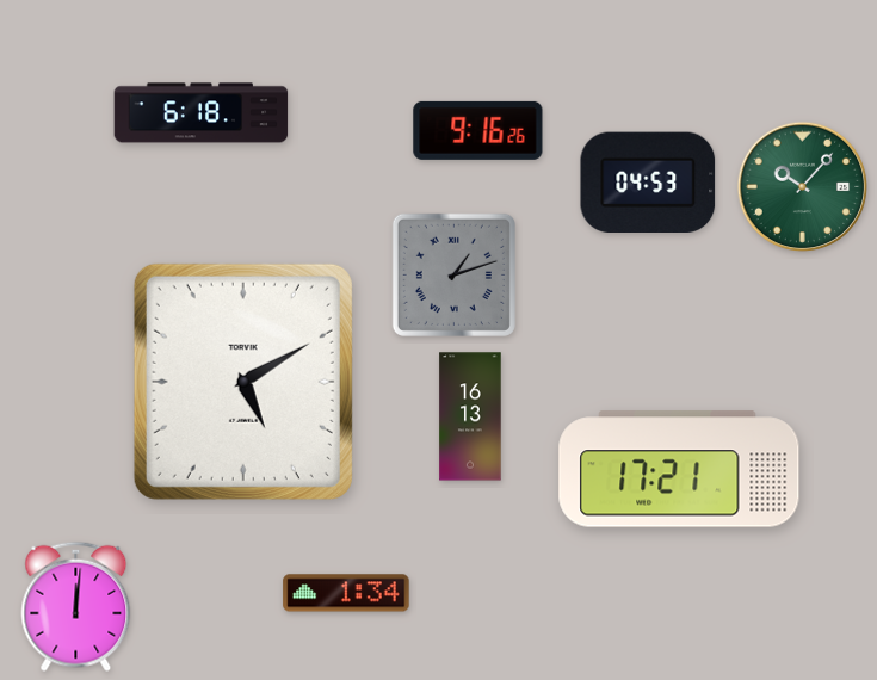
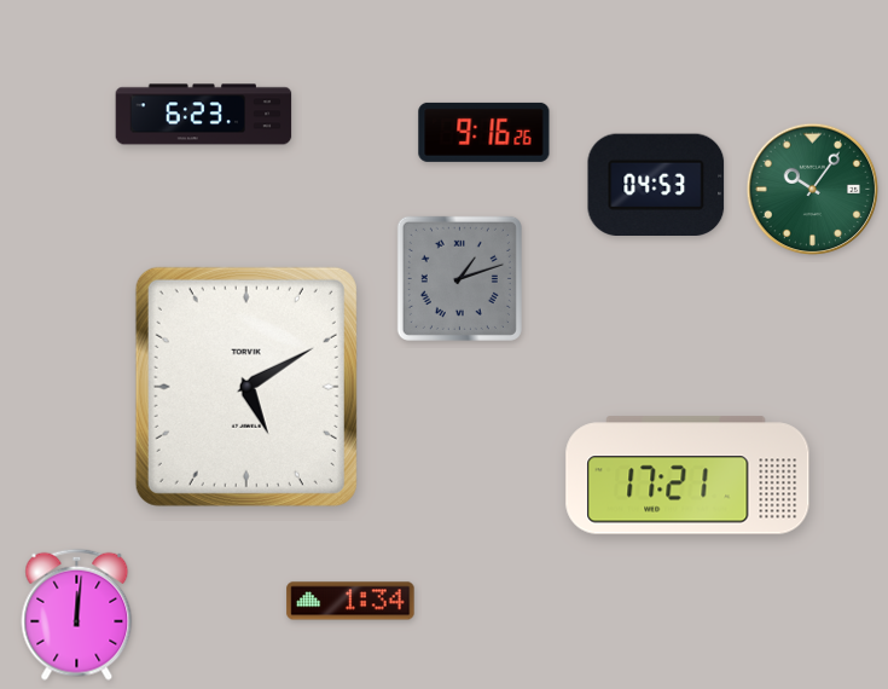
clock at (202, 113): 6:18 -> 6:23
clock at (803, 187): 10:07 -> 10:06
clock at (470, 416): 16:13 -> none
